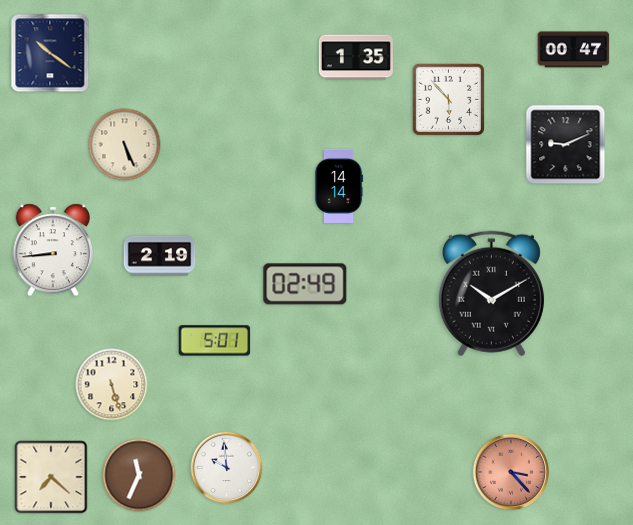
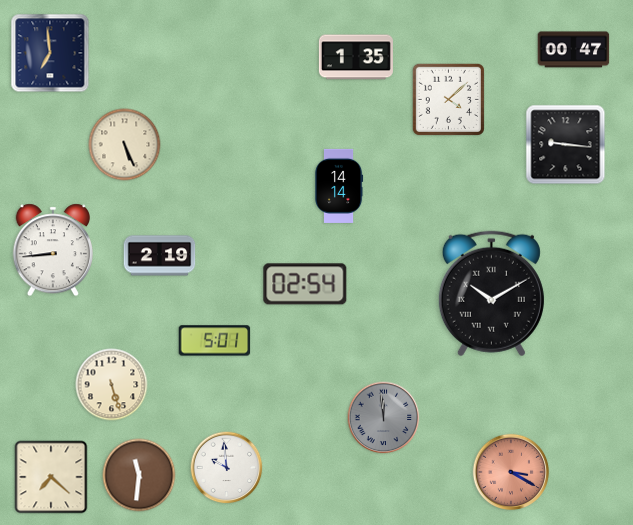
clock at (50, 53): 10:21 -> 6:59
clock at (448, 99): 5:53 -> 4:08
clock at (566, 145): 9:11 -> 9:16
clock at (305, 284): 02:49 -> 02:54
clock at (384, 418): none -> 11:59
clock at (511, 472): 3:23 -> 3:20
clock at (139, 475): 11:34 -> 11:31
